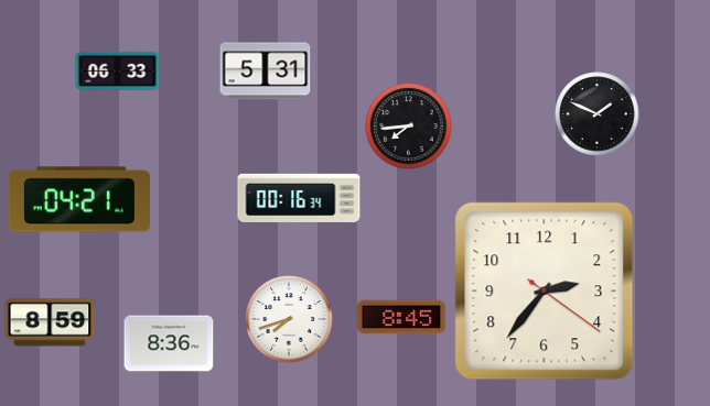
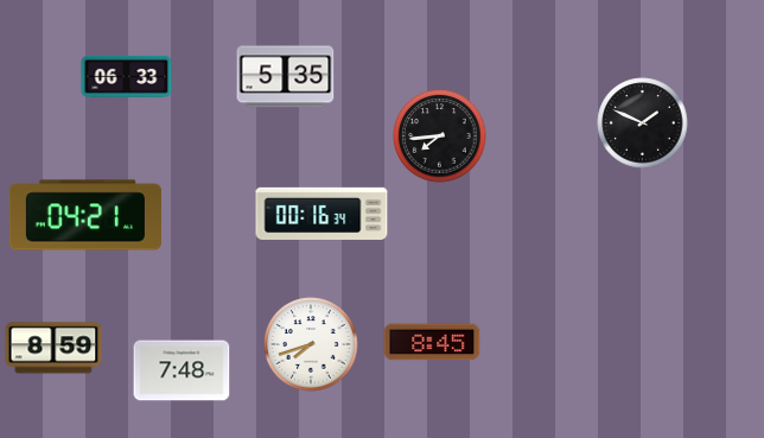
clock at (266, 72): 5:31 -> 5:35
clock at (545, 292): 2:36 -> none
clock at (169, 343): 8:36 -> 7:48
